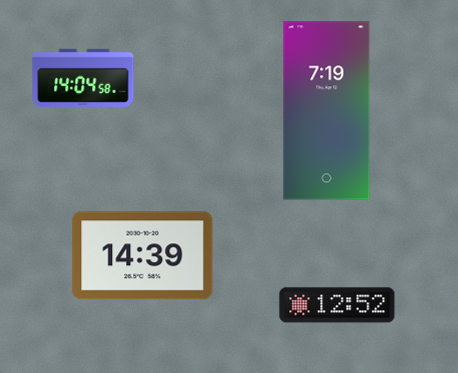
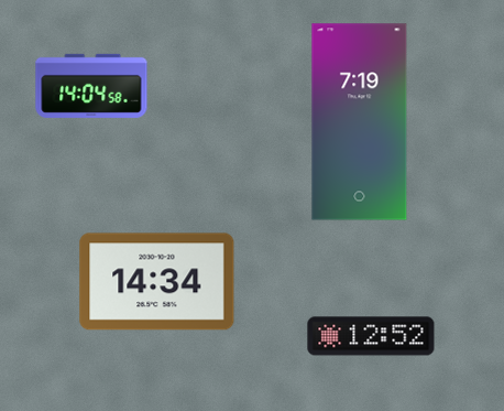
clock at (143, 256): 14:39 -> 14:34
